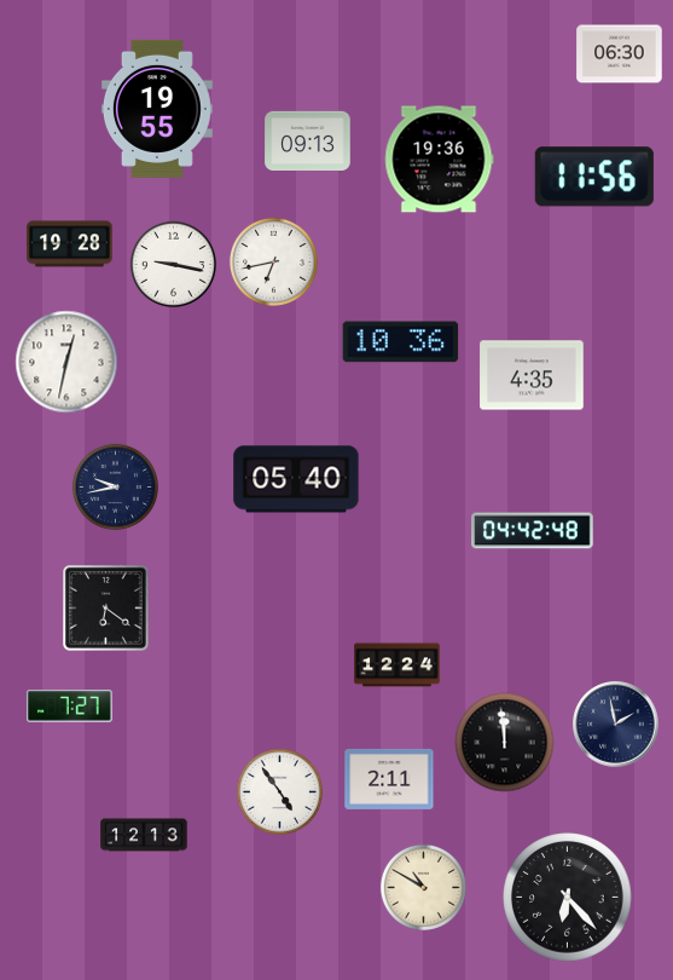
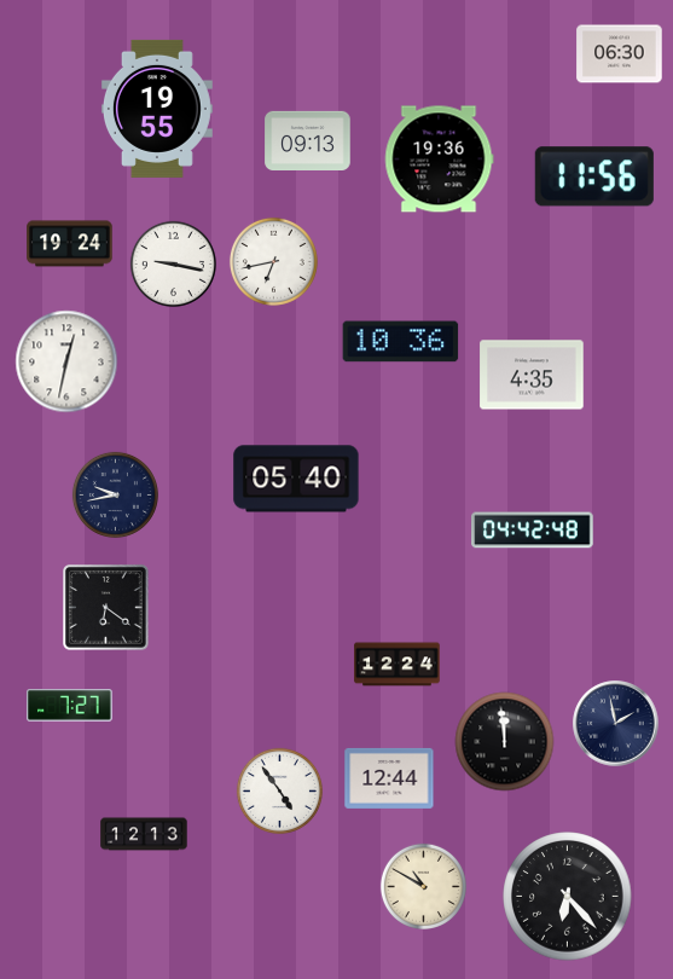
clock at (70, 244): 19:28 -> 19:24
clock at (115, 486) position: (115, 486) -> (115, 494)
clock at (389, 779): 2:11 -> 12:44
